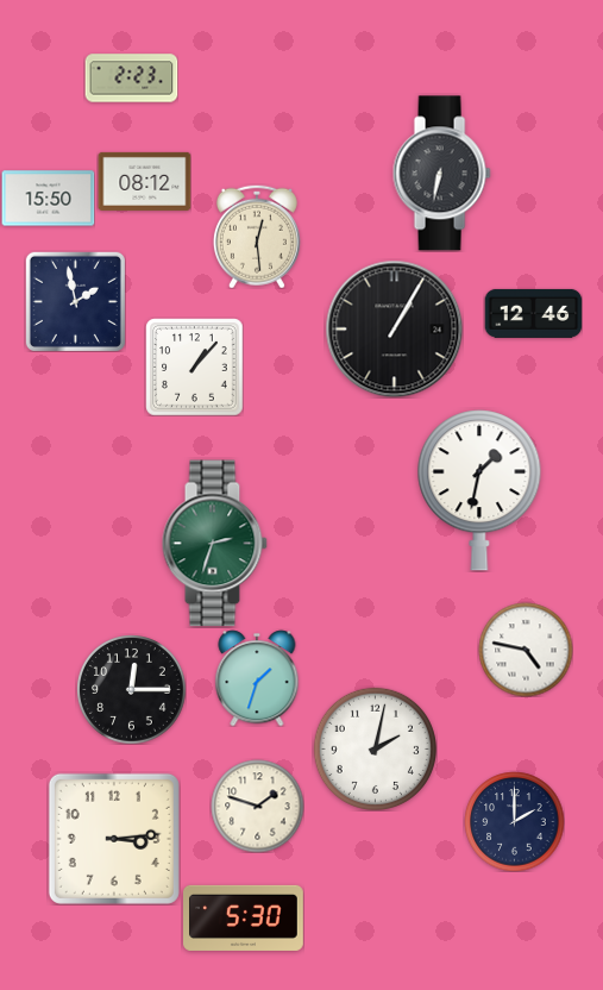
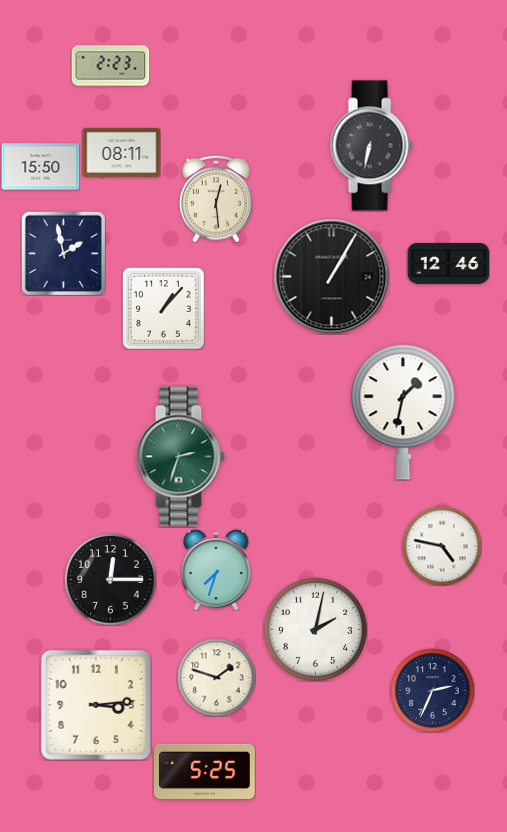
clock at (144, 181): 08:12 -> 08:11
clock at (257, 678): 1:33 -> 7:33
clock at (514, 821): 2:00 -> 2:34
clock at (244, 917): 5:30 -> 5:25
